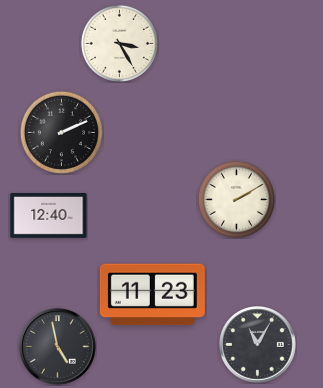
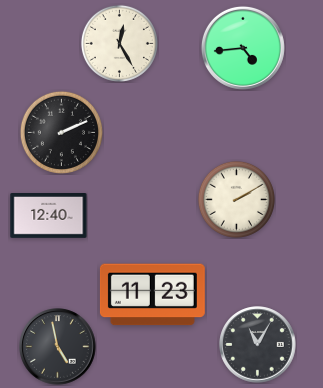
clock at (119, 43): 3:25 -> 12:25
clock at (243, 48): none -> 4:44
